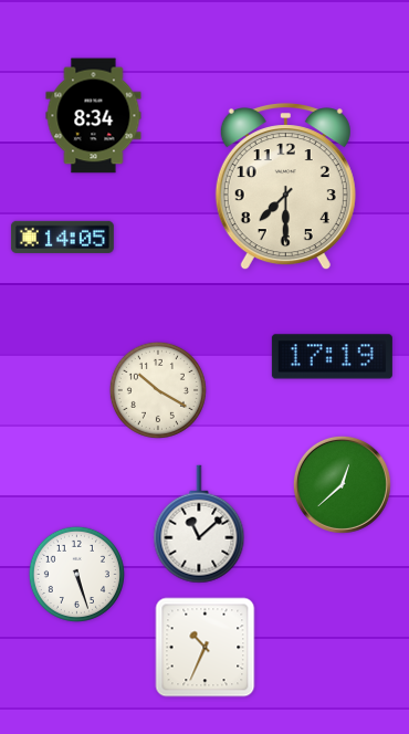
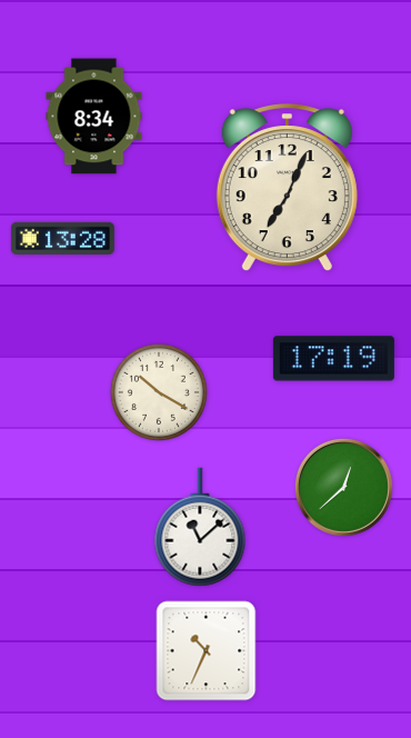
clock at (285, 187): 7:30 -> 7:04
clock at (62, 237): 14:05 -> 13:28
clock at (76, 574): 5:27 -> none
